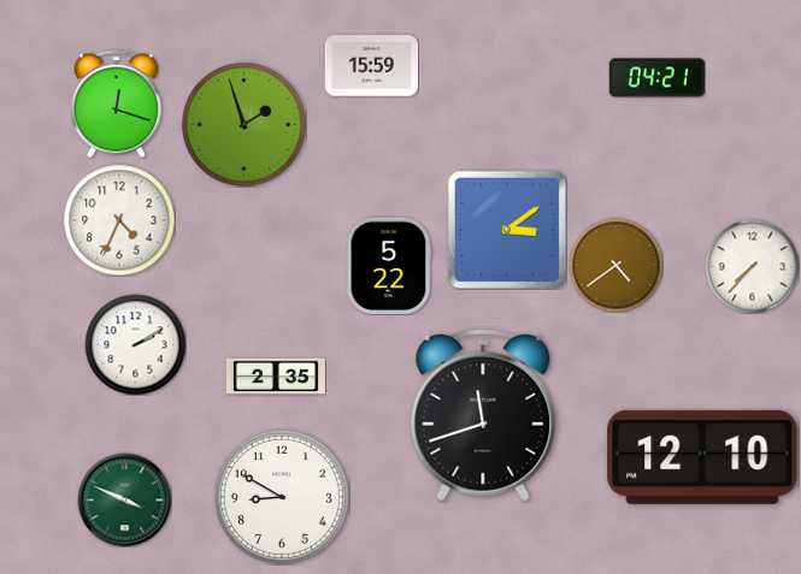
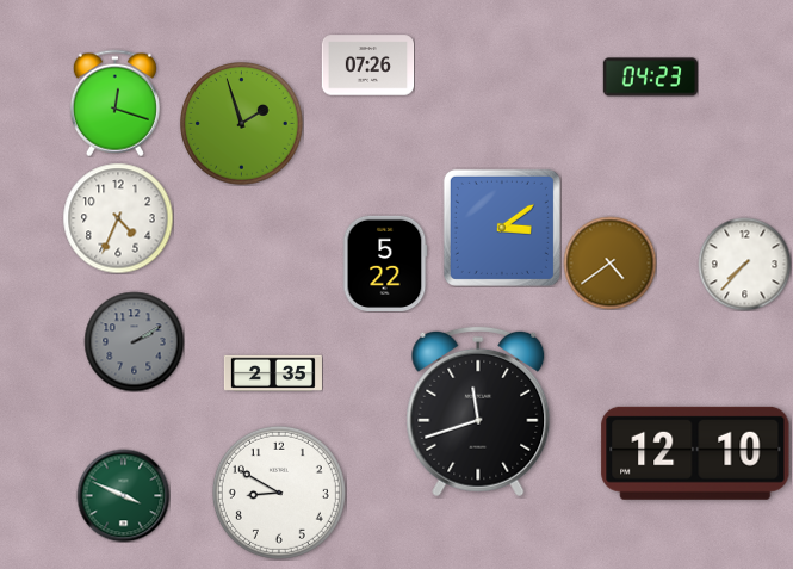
clock at (371, 66): 15:59 -> 07:26
clock at (656, 78): 04:21 -> 04:23
clock at (135, 344) dial: white -> grey
